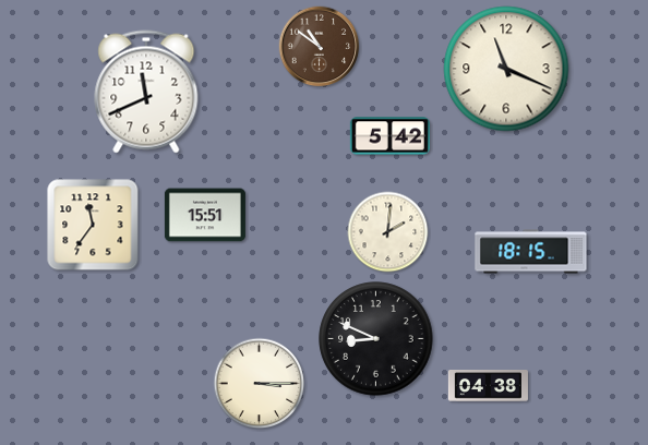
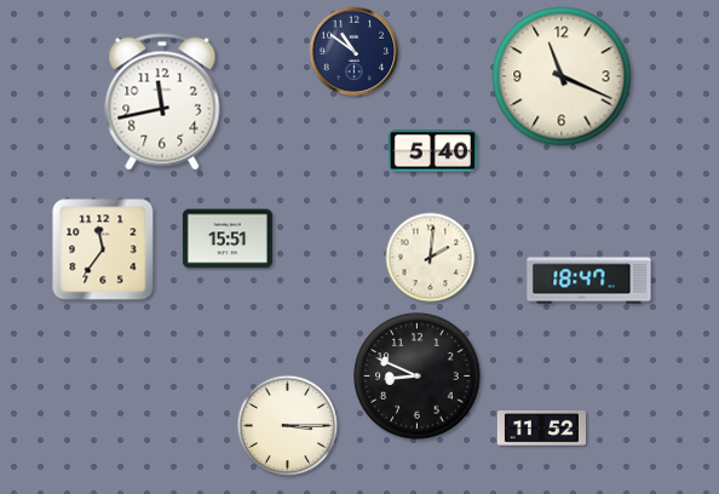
clock at (320, 47) dial: brown -> navy
clock at (146, 92): 11:41 -> 11:43
clock at (389, 136): 5:42 -> 5:40
clock at (531, 252): 18:15 -> 18:47
clock at (488, 386): 04:38 -> 11:52
